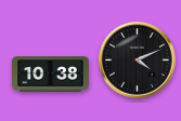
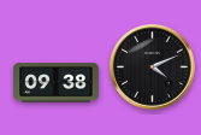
clock at (51, 75): 10:38 -> 09:38
